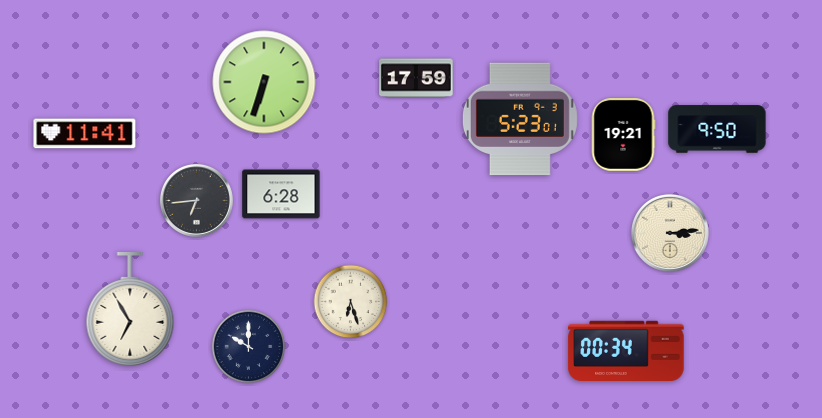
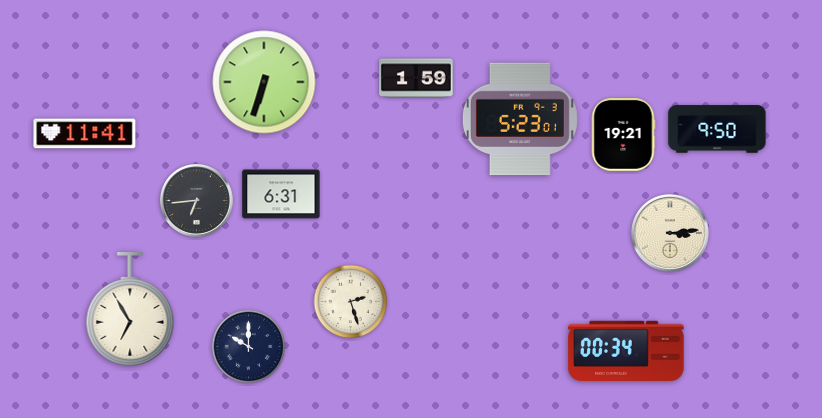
clock at (416, 78): 17:59 -> 1:59
clock at (281, 194): 6:28 -> 6:31
clock at (351, 302): 6:27 -> 2:27
